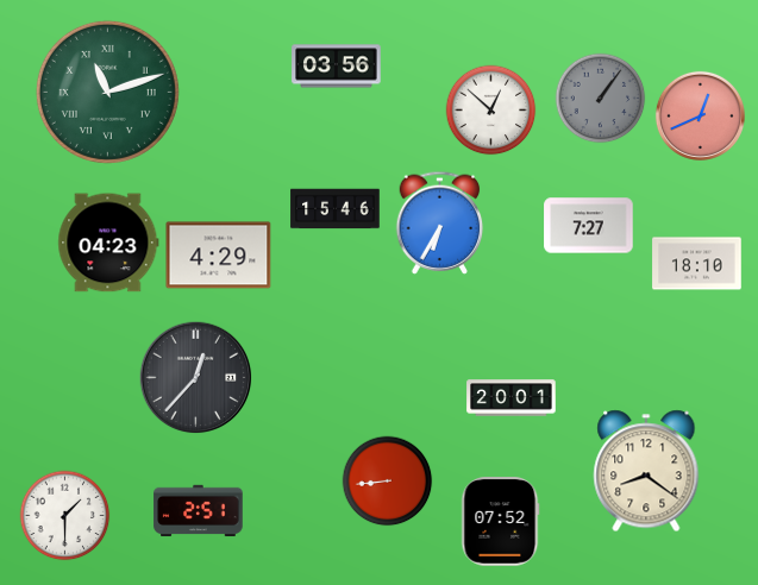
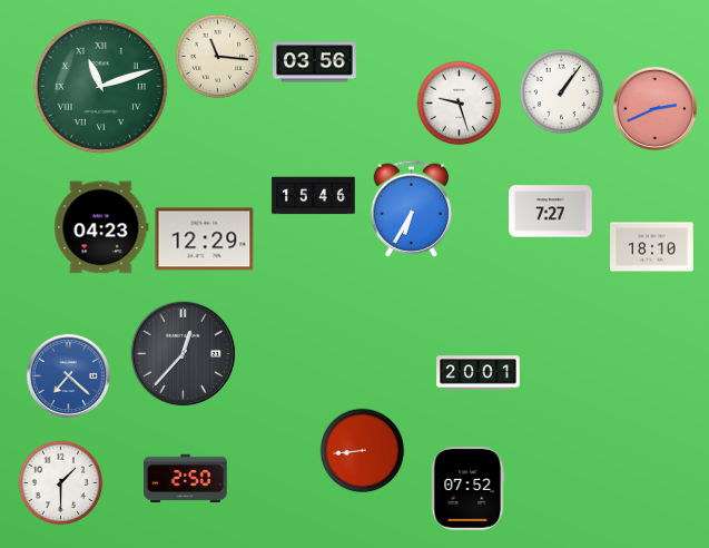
clock at (218, 57): none -> 11:16
clock at (601, 99) dial: grey -> white
clock at (491, 111): 12:52 -> 9:27
clock at (700, 115): 12:41 -> 2:41
clock at (219, 256): 4:29 -> 12:29
clock at (68, 375): none -> 7:22
clock at (646, 471): 8:21 -> none
clock at (199, 511): 2:51 -> 2:50
